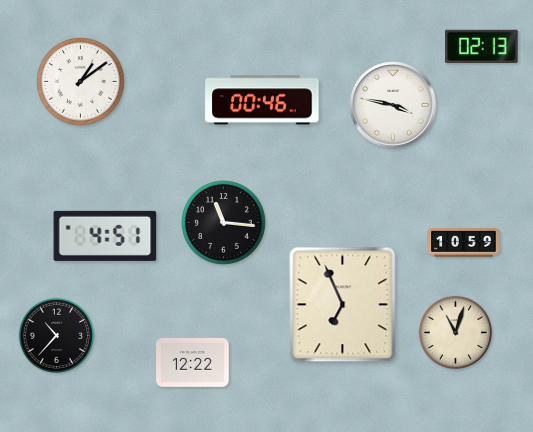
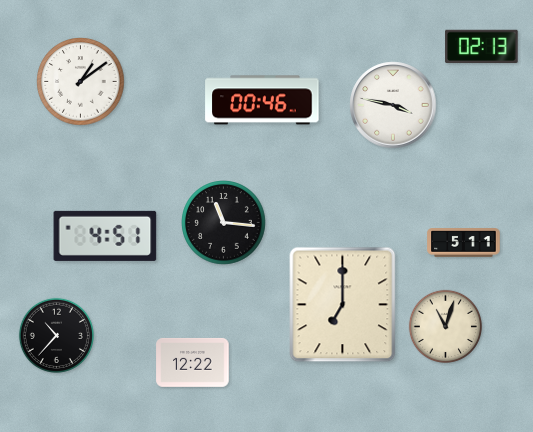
clock at (464, 243): 10:59 -> 5:11
clock at (343, 305): 6:56 -> 7:00
clock at (456, 333) position: (456, 333) -> (446, 327)
